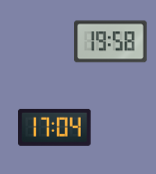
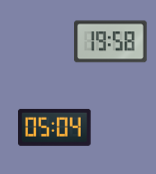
clock at (55, 127): 17:04 -> 05:04
